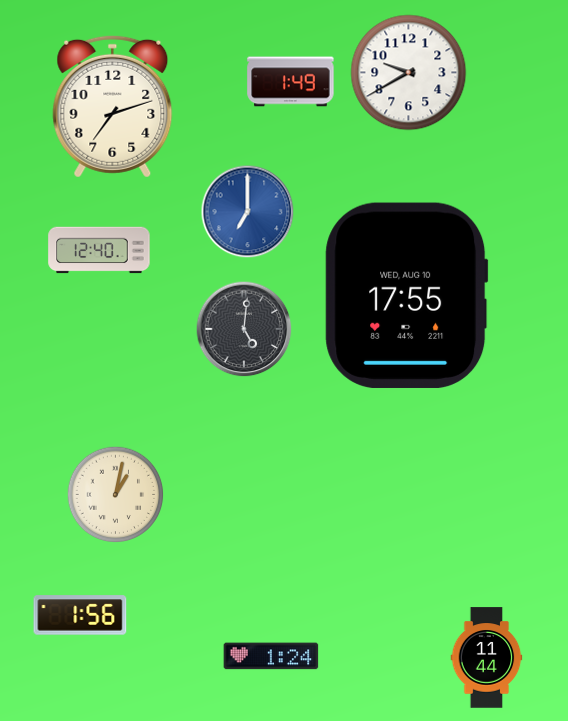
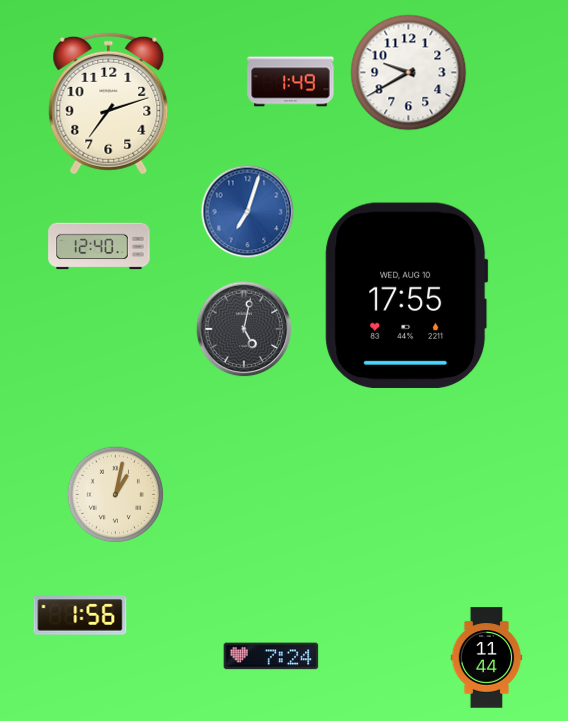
clock at (113, 106) position: (113, 106) -> (109, 103)
clock at (248, 212): 7:00 -> 7:03
clock at (99, 250) position: (99, 250) -> (99, 246)
clock at (244, 329): 5:01 -> 5:02
clock at (271, 656): 1:24 -> 7:24
